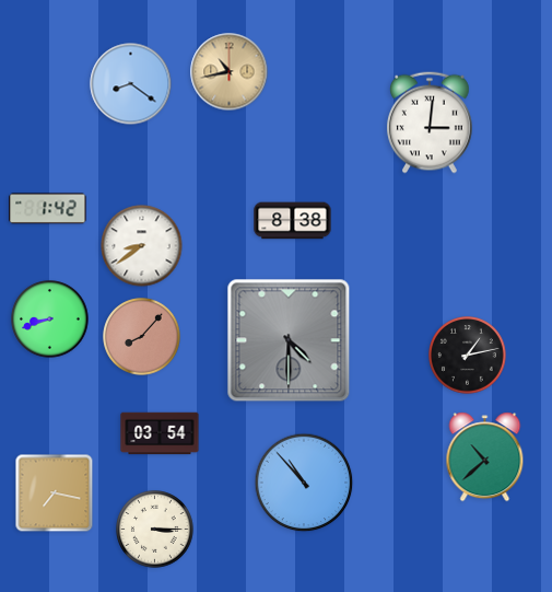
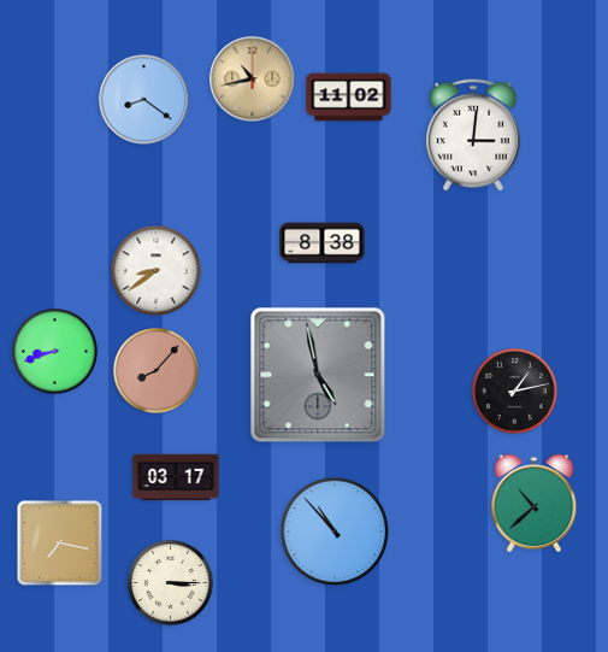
clock at (131, 84) position: (131, 84) -> (144, 100)
clock at (349, 98): none -> 11:02
clock at (48, 209): 1:42 -> none
clock at (289, 340): 4:30 -> 4:58
clock at (160, 433): 03:54 -> 03:17
